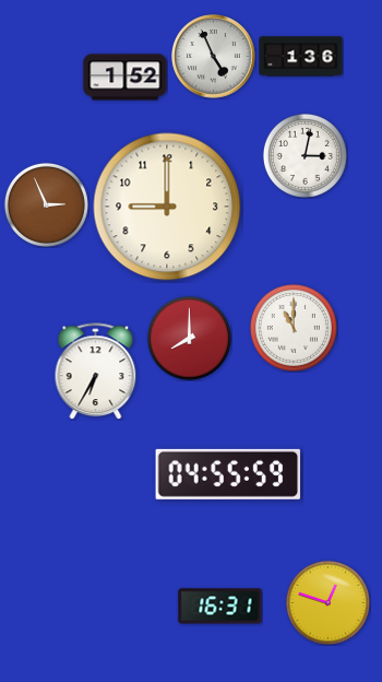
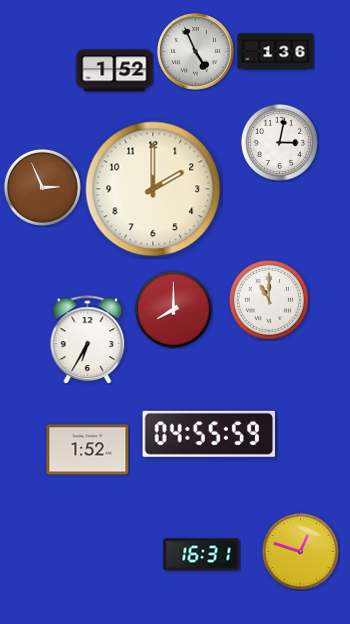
clock at (167, 207): 9:00 -> 2:00
clock at (88, 450): none -> 1:52
